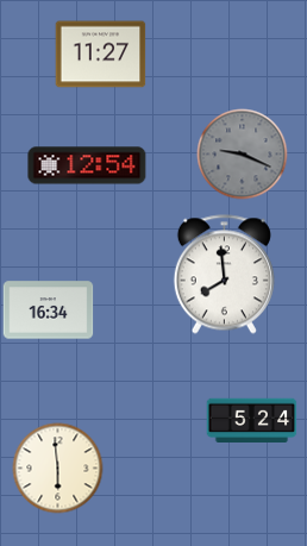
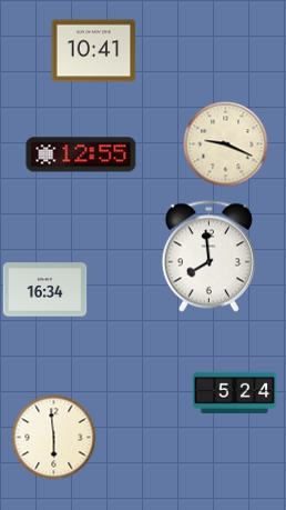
clock at (101, 55): 11:27 -> 10:41
clock at (243, 155) dial: grey -> cream
clock at (87, 165): 12:54 -> 12:55
